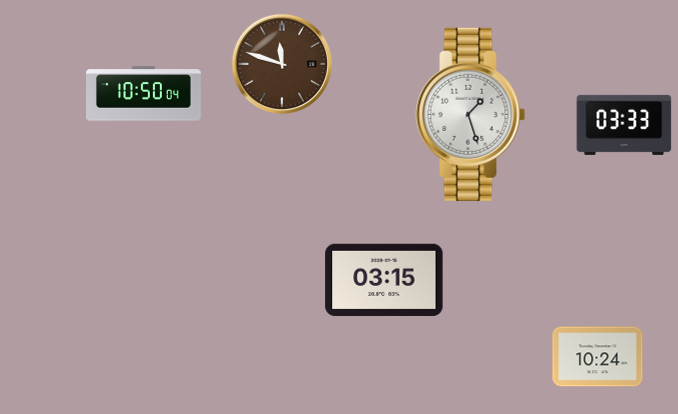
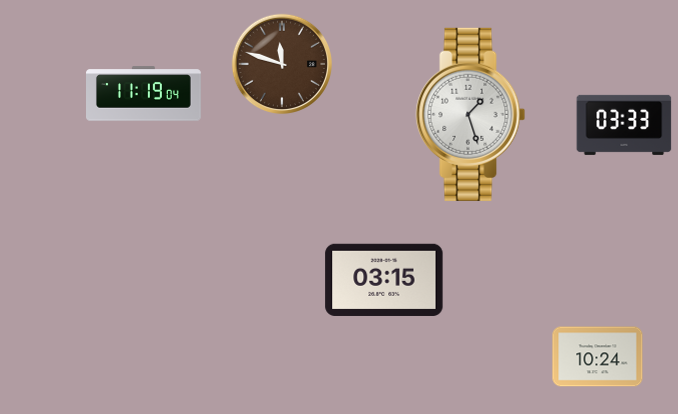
clock at (144, 94): 10:50 -> 11:19
